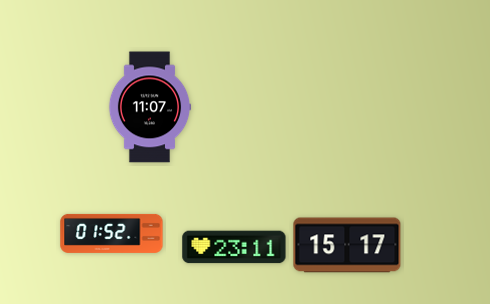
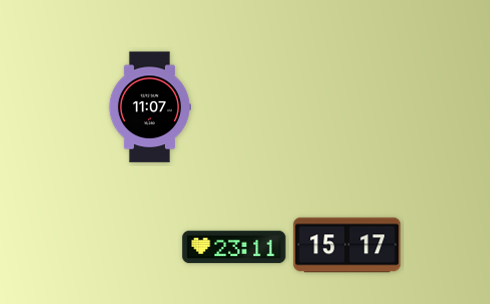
clock at (112, 233): 01:52 -> none
